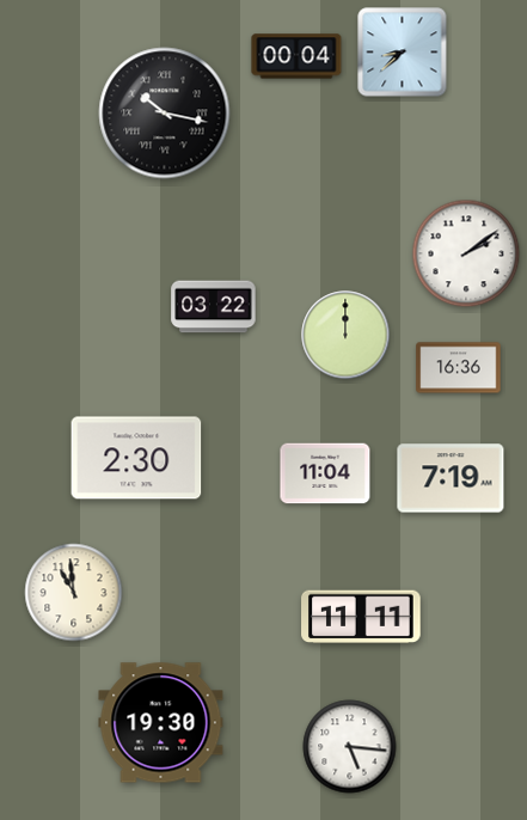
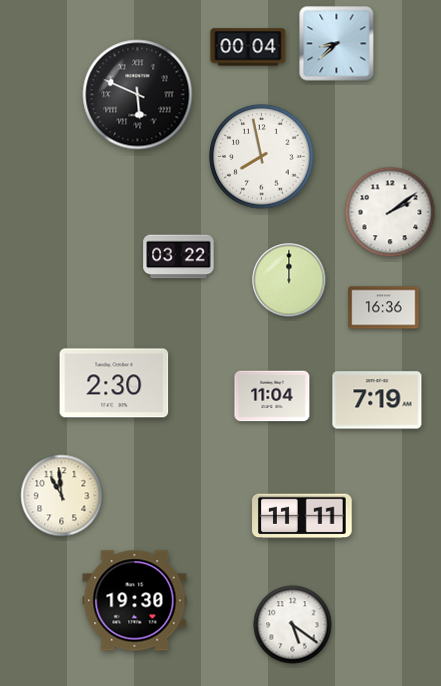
clock at (165, 114): 10:17 -> 5:49
clock at (262, 157): none -> 7:58
clock at (161, 723) position: (161, 723) -> (135, 601)
clock at (350, 747): 5:16 -> 5:21
